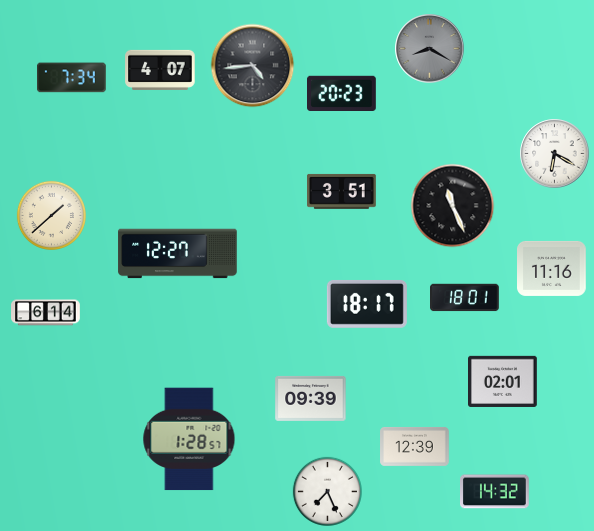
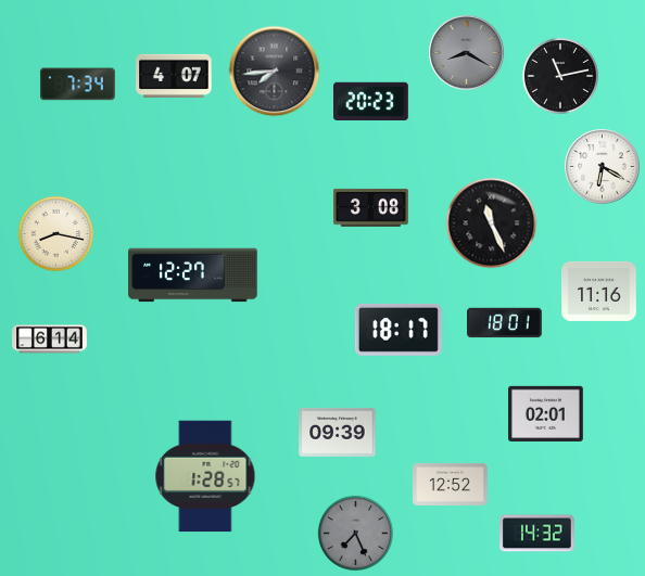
clock at (253, 66): 4:44 -> 7:44
clock at (560, 76): none -> 11:13
clock at (342, 191): 3:51 -> 3:08
clock at (51, 215): 1:38 -> 8:17
clock at (415, 447): 12:39 -> 12:52
clock at (327, 491) dial: white -> grey
